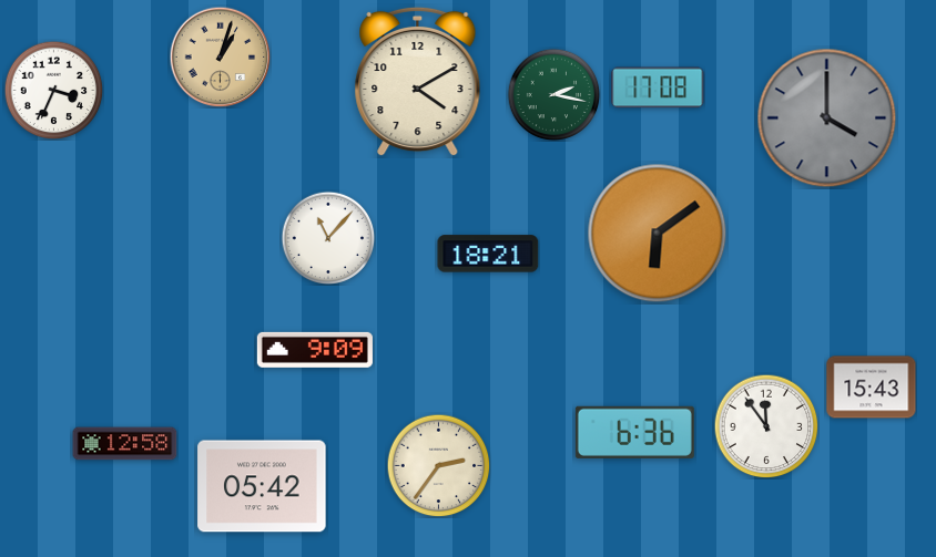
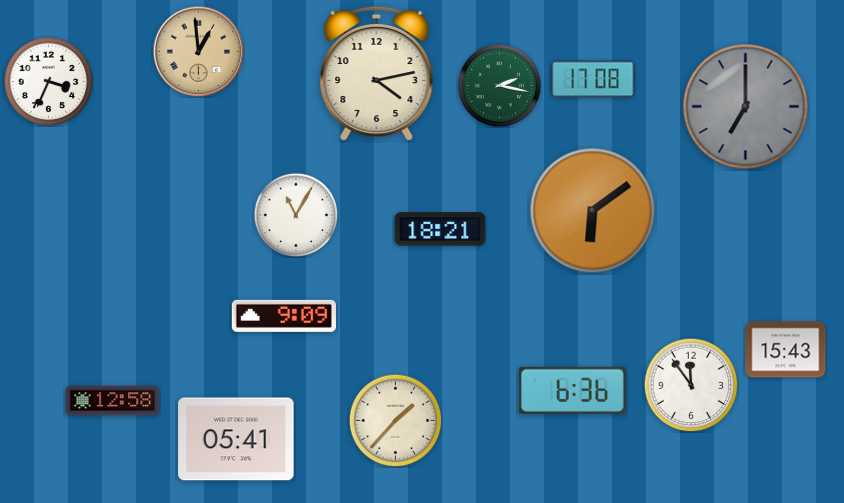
clock at (220, 56): 1:03 -> 12:59
clock at (418, 82): 4:10 -> 4:13
clock at (827, 118): 4:00 -> 7:00
clock at (328, 238): 11:07 -> 11:05
clock at (438, 465): 2:36 -> 1:37
clock at (262, 486): 05:42 -> 05:41
